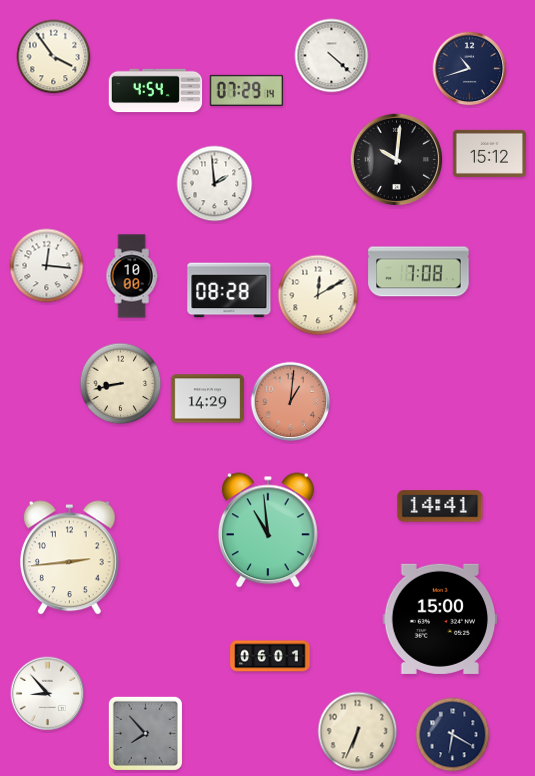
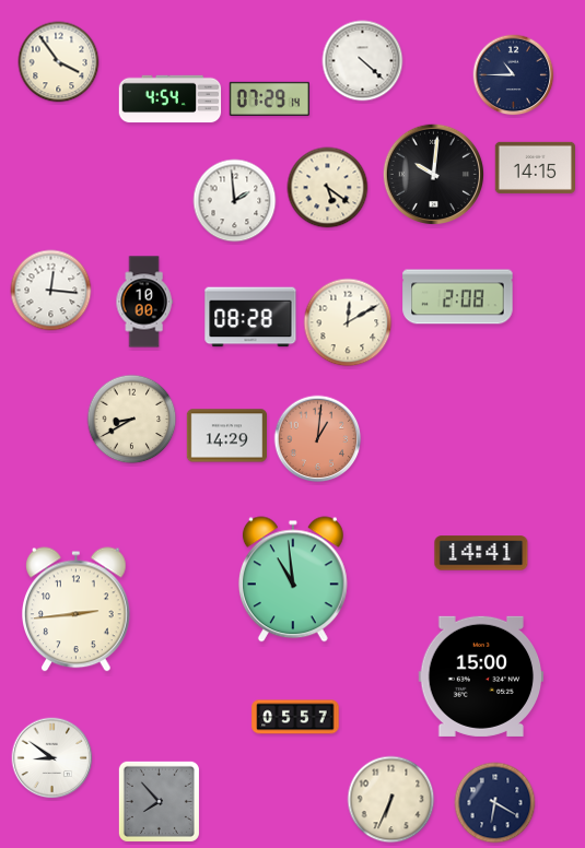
clock at (470, 69): 10:42 -> 10:45
clock at (489, 153): 15:12 -> 14:15
clock at (328, 188): none -> 5:21
clock at (419, 272): 7:08 -> 2:08
clock at (121, 384): 8:43 -> 8:40
clock at (270, 656): 06:01 -> 05:57
clock at (48, 694): 8:53 -> 8:51
